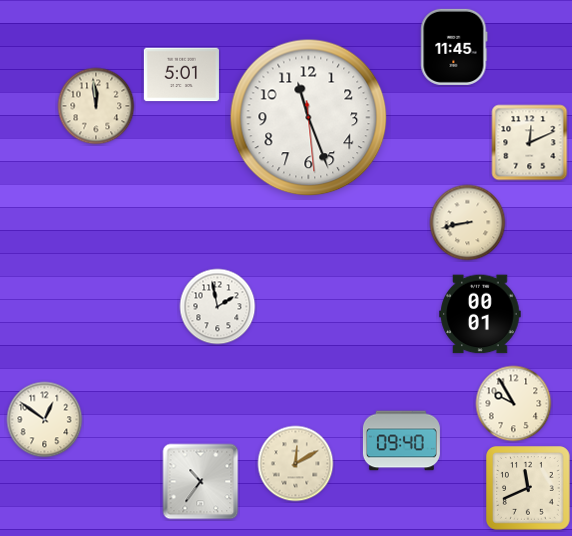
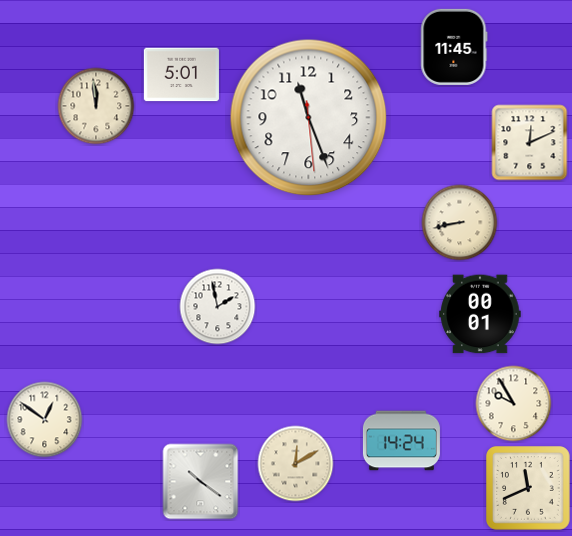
clock at (468, 223) position: (468, 223) -> (460, 223)
clock at (401, 441): 09:40 -> 14:24
clock at (201, 482): 10:36 -> 10:21
